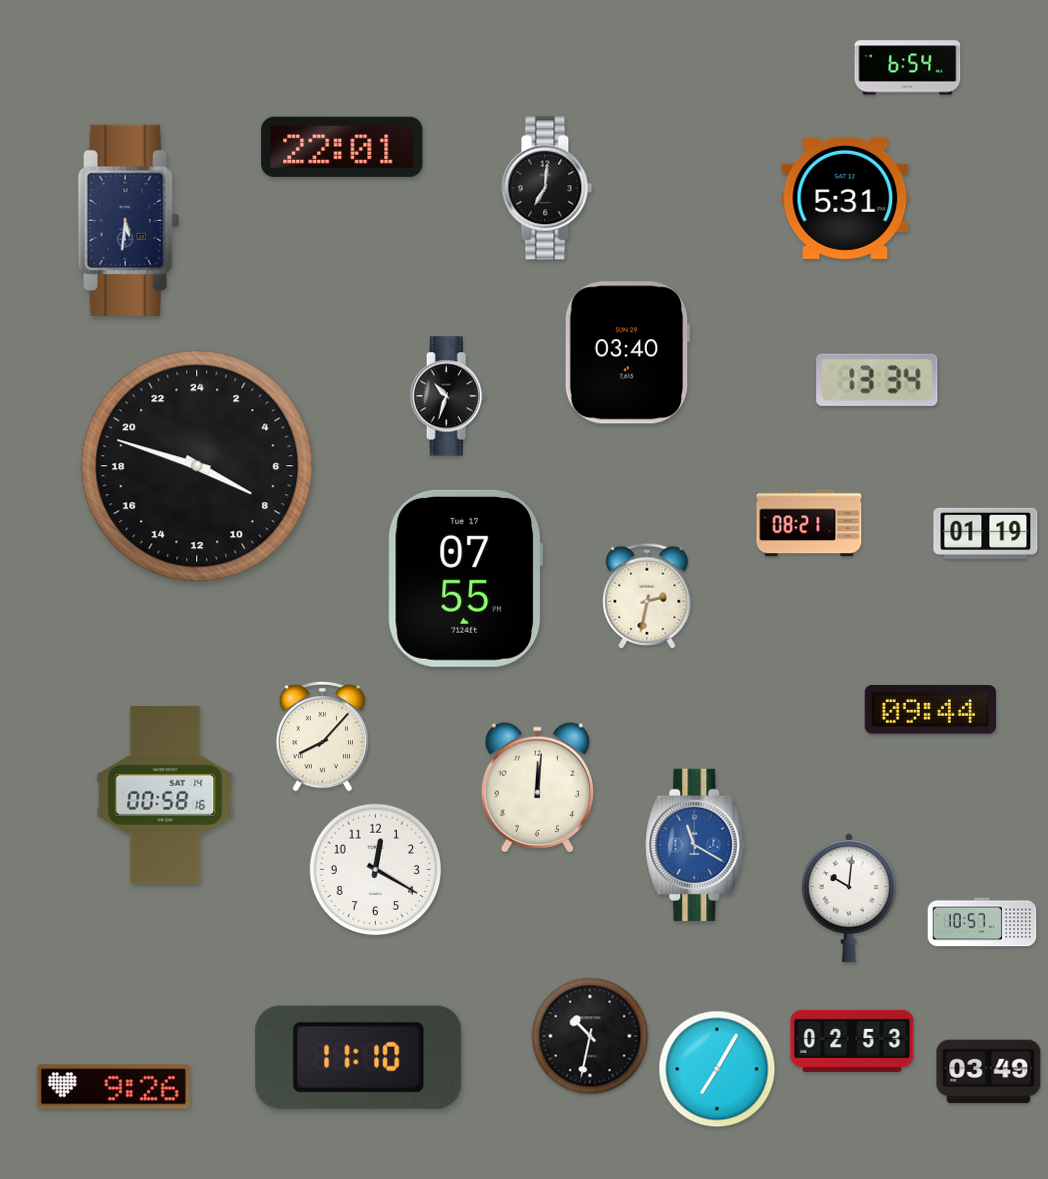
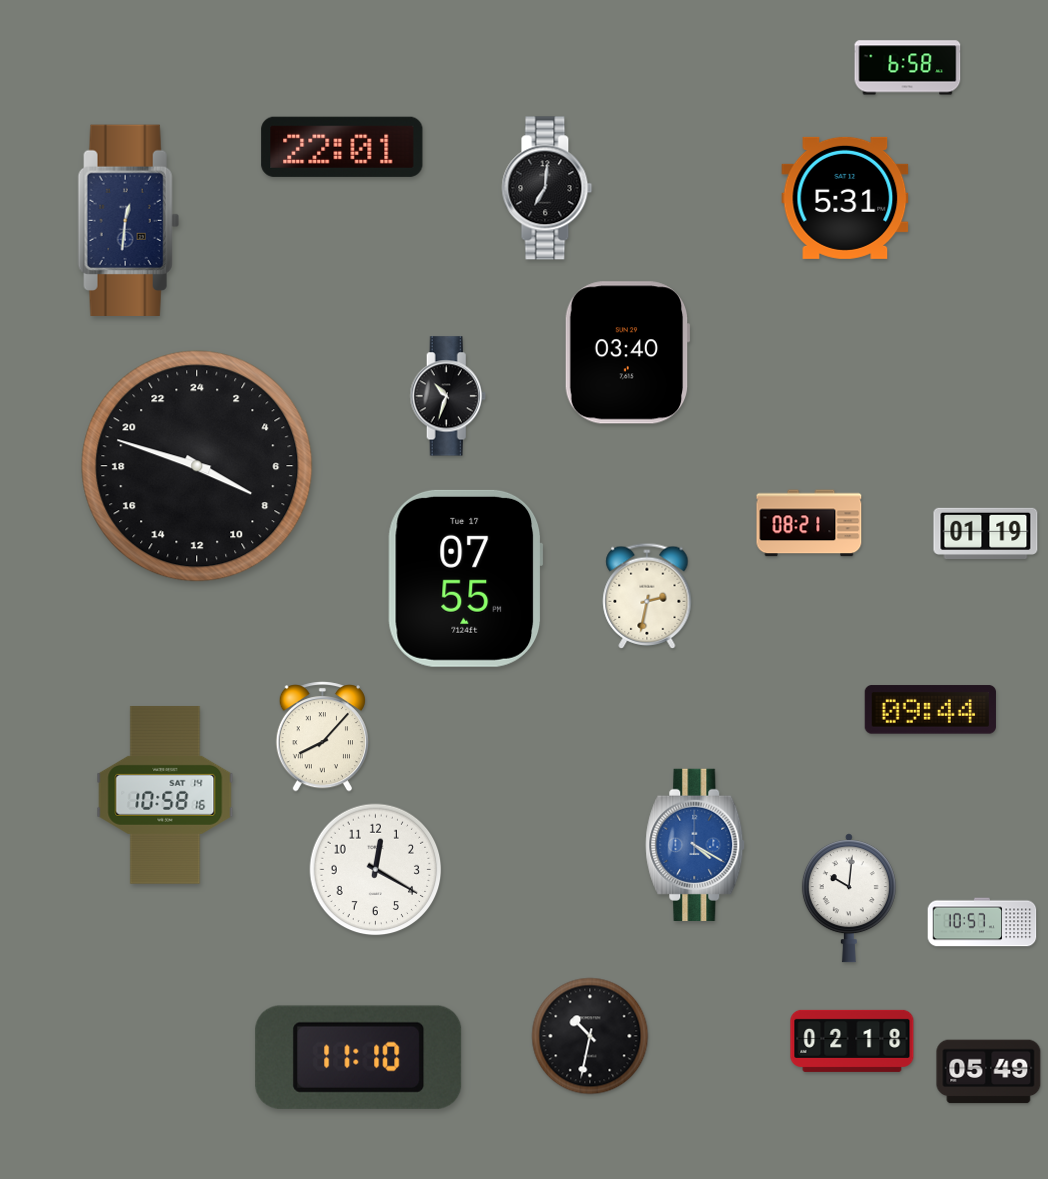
clock at (908, 68): 6:54 -> 6:58
clock at (128, 221): 5:31 -> 12:31
clock at (877, 380): 13:34 -> none
clock at (537, 788): 12:01 -> none
clock at (165, 795): 00:58 -> 10:58
clock at (695, 845): 11:20 -> 4:20
clock at (852, 1041): 02:53 -> 02:18
clock at (717, 1069): 7:05 -> none
clock at (989, 1072): 03:49 -> 05:49
clock at (113, 1087): 9:26 -> none
